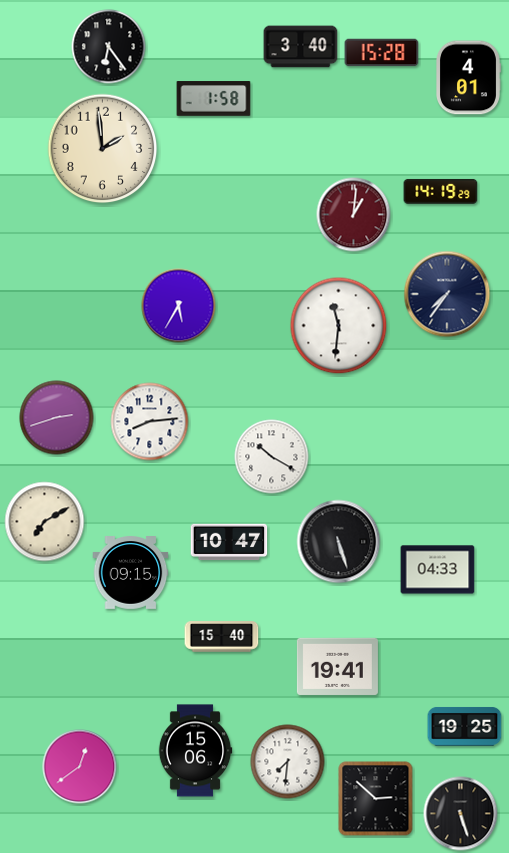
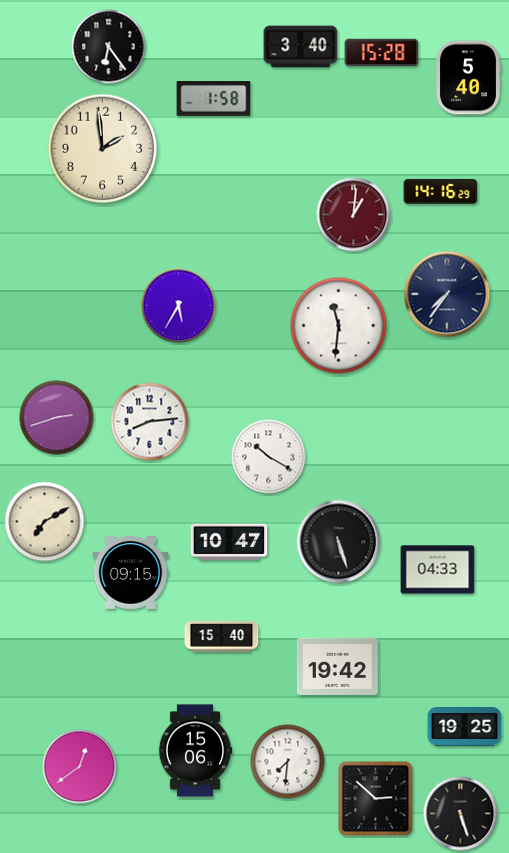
clock at (469, 78): 4:01 -> 5:40
clock at (441, 192): 14:19 -> 14:16
clock at (272, 457) position: (272, 457) -> (269, 457)
clock at (337, 666): 19:41 -> 19:42
